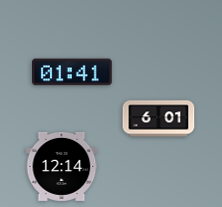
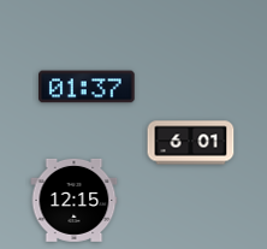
clock at (73, 72): 01:41 -> 01:37
clock at (62, 166): 12:14 -> 12:15
